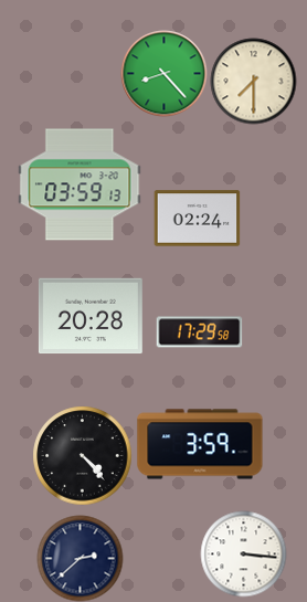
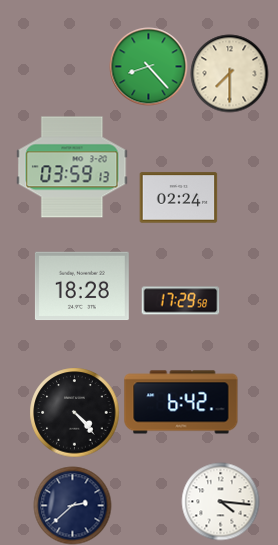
clock at (91, 316): 20:28 -> 18:28
clock at (200, 444): 3:59 -> 6:42
clock at (243, 553): 3:16 -> 4:16
